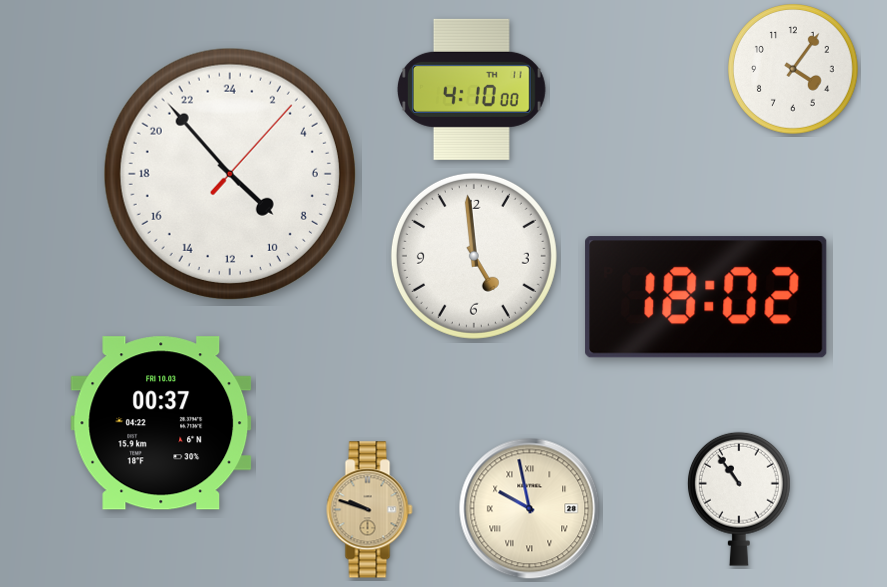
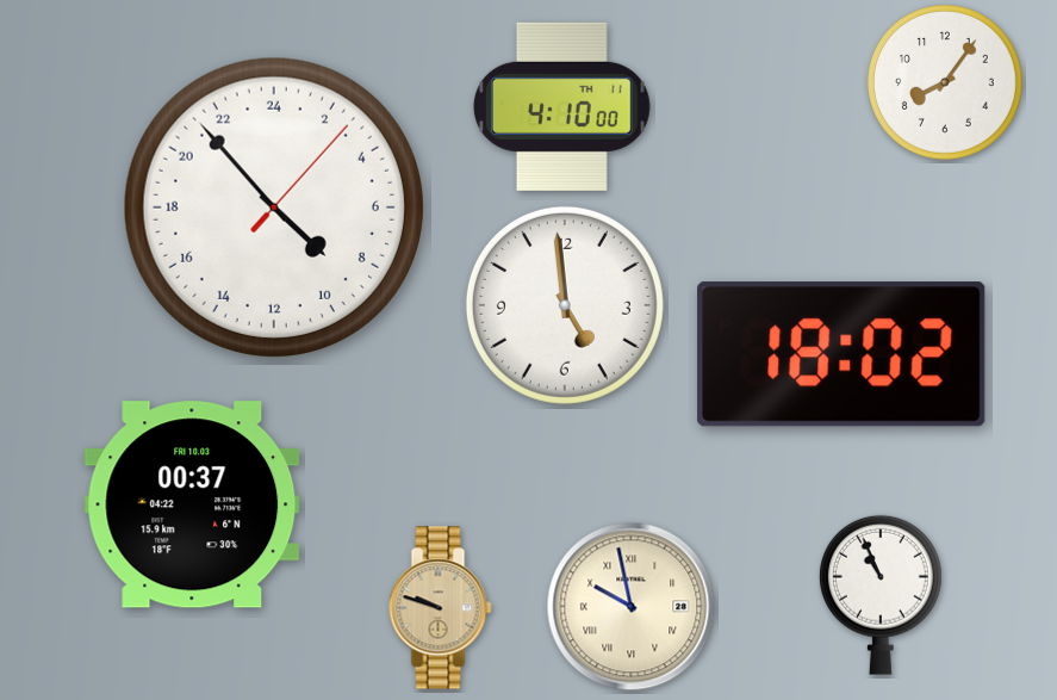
clock at (794, 70): 4:06 -> 8:06
clock at (739, 499): 10:54 -> 10:56
